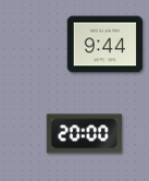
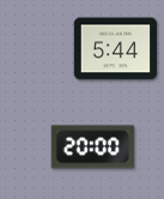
clock at (105, 45): 9:44 -> 5:44
